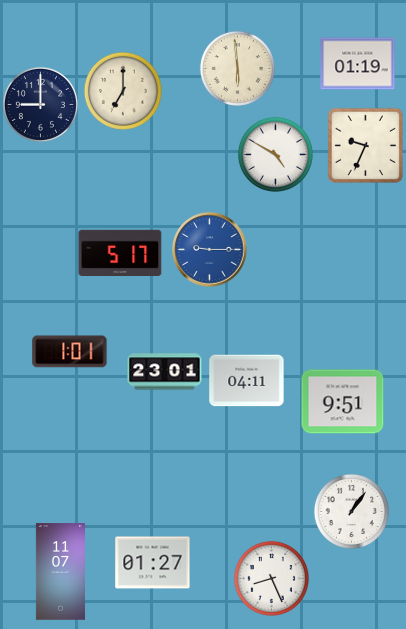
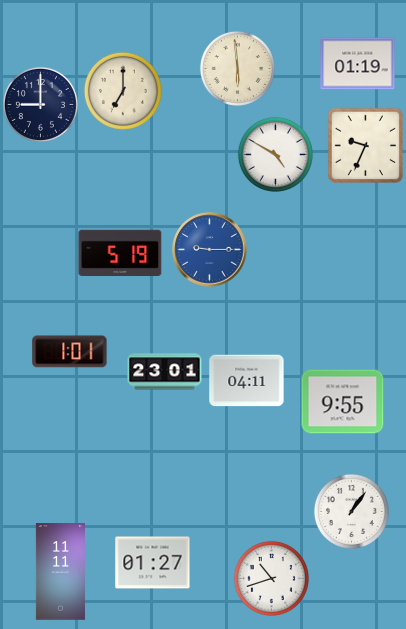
clock at (120, 252): 5:17 -> 5:19
clock at (343, 402): 9:51 -> 9:55
clock at (60, 572): 11:07 -> 11:11
clock at (271, 578): 8:26 -> 10:42
